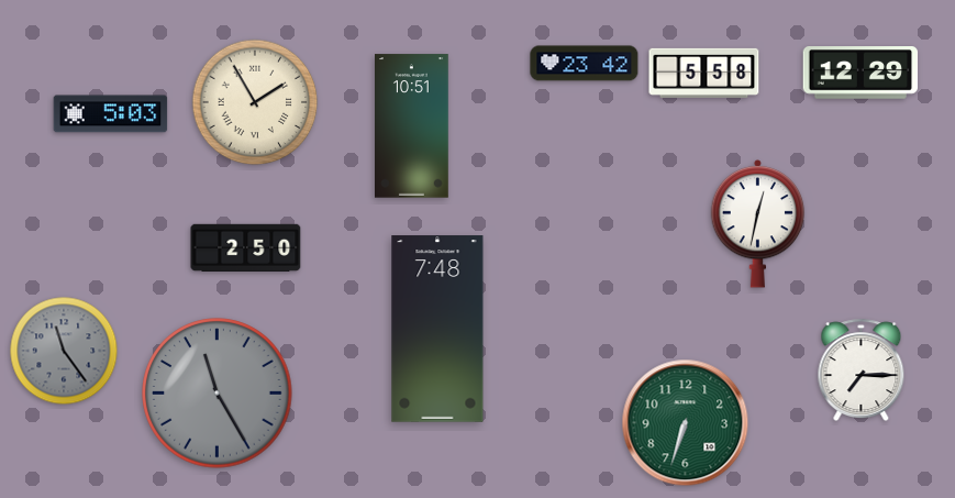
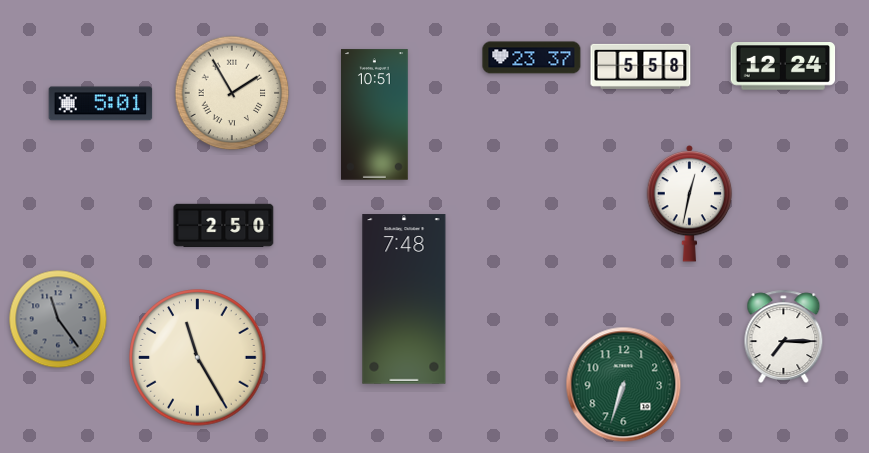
clock at (585, 64): 23:42 -> 23:37
clock at (860, 74): 12:29 -> 12:24
clock at (111, 114): 5:03 -> 5:01
clock at (437, 329) position: (437, 329) -> (404, 299)
clock at (218, 394) dial: grey -> cream
